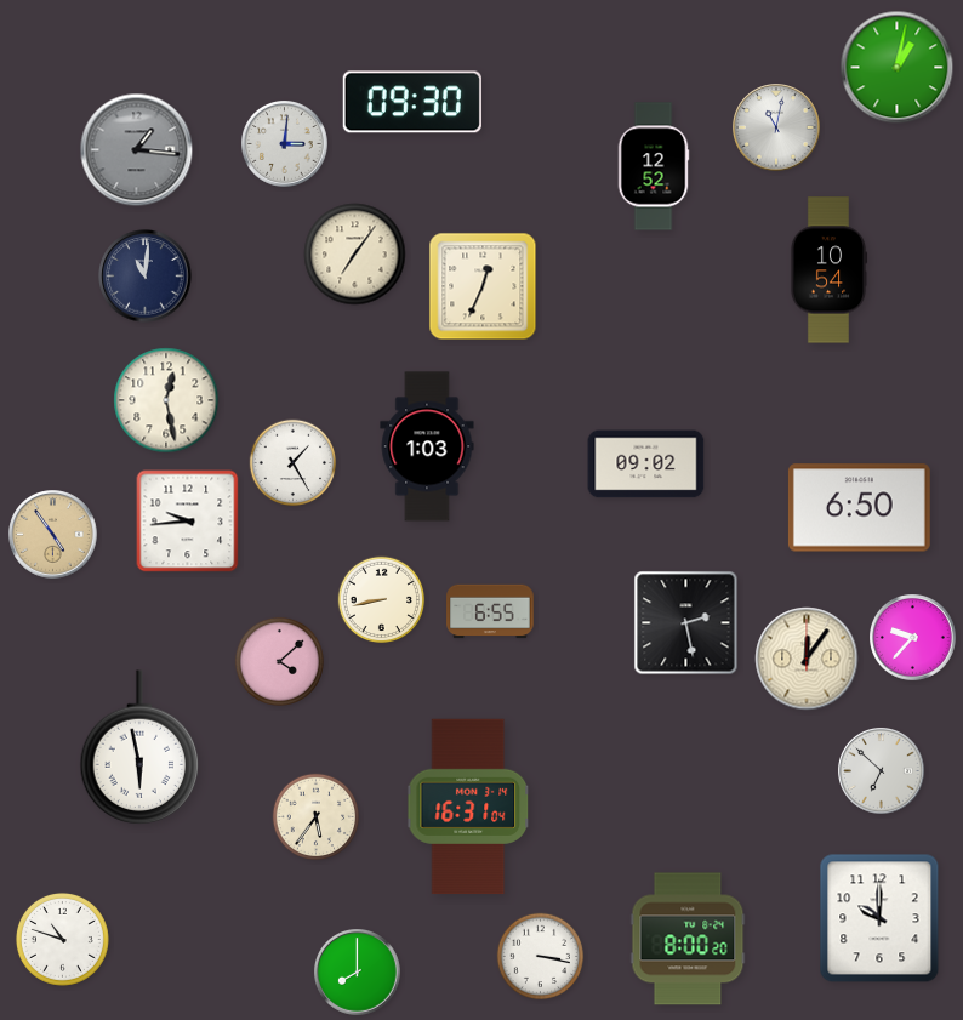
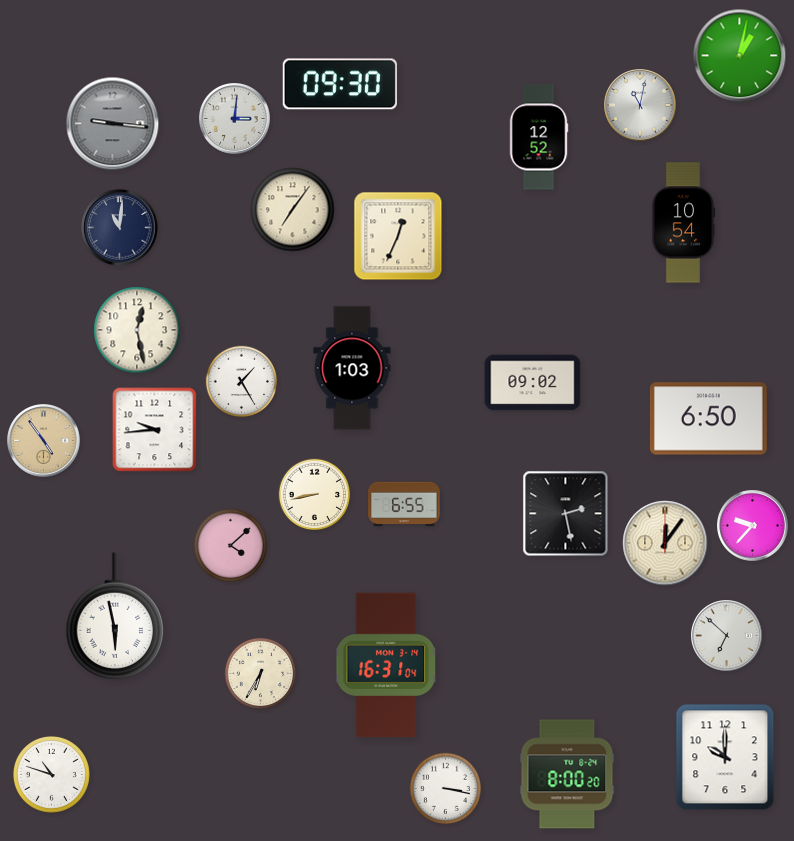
clock at (137, 150): 1:16 -> 9:16
clock at (317, 817): 5:36 -> 6:35
clock at (358, 973): 8:00 -> none
